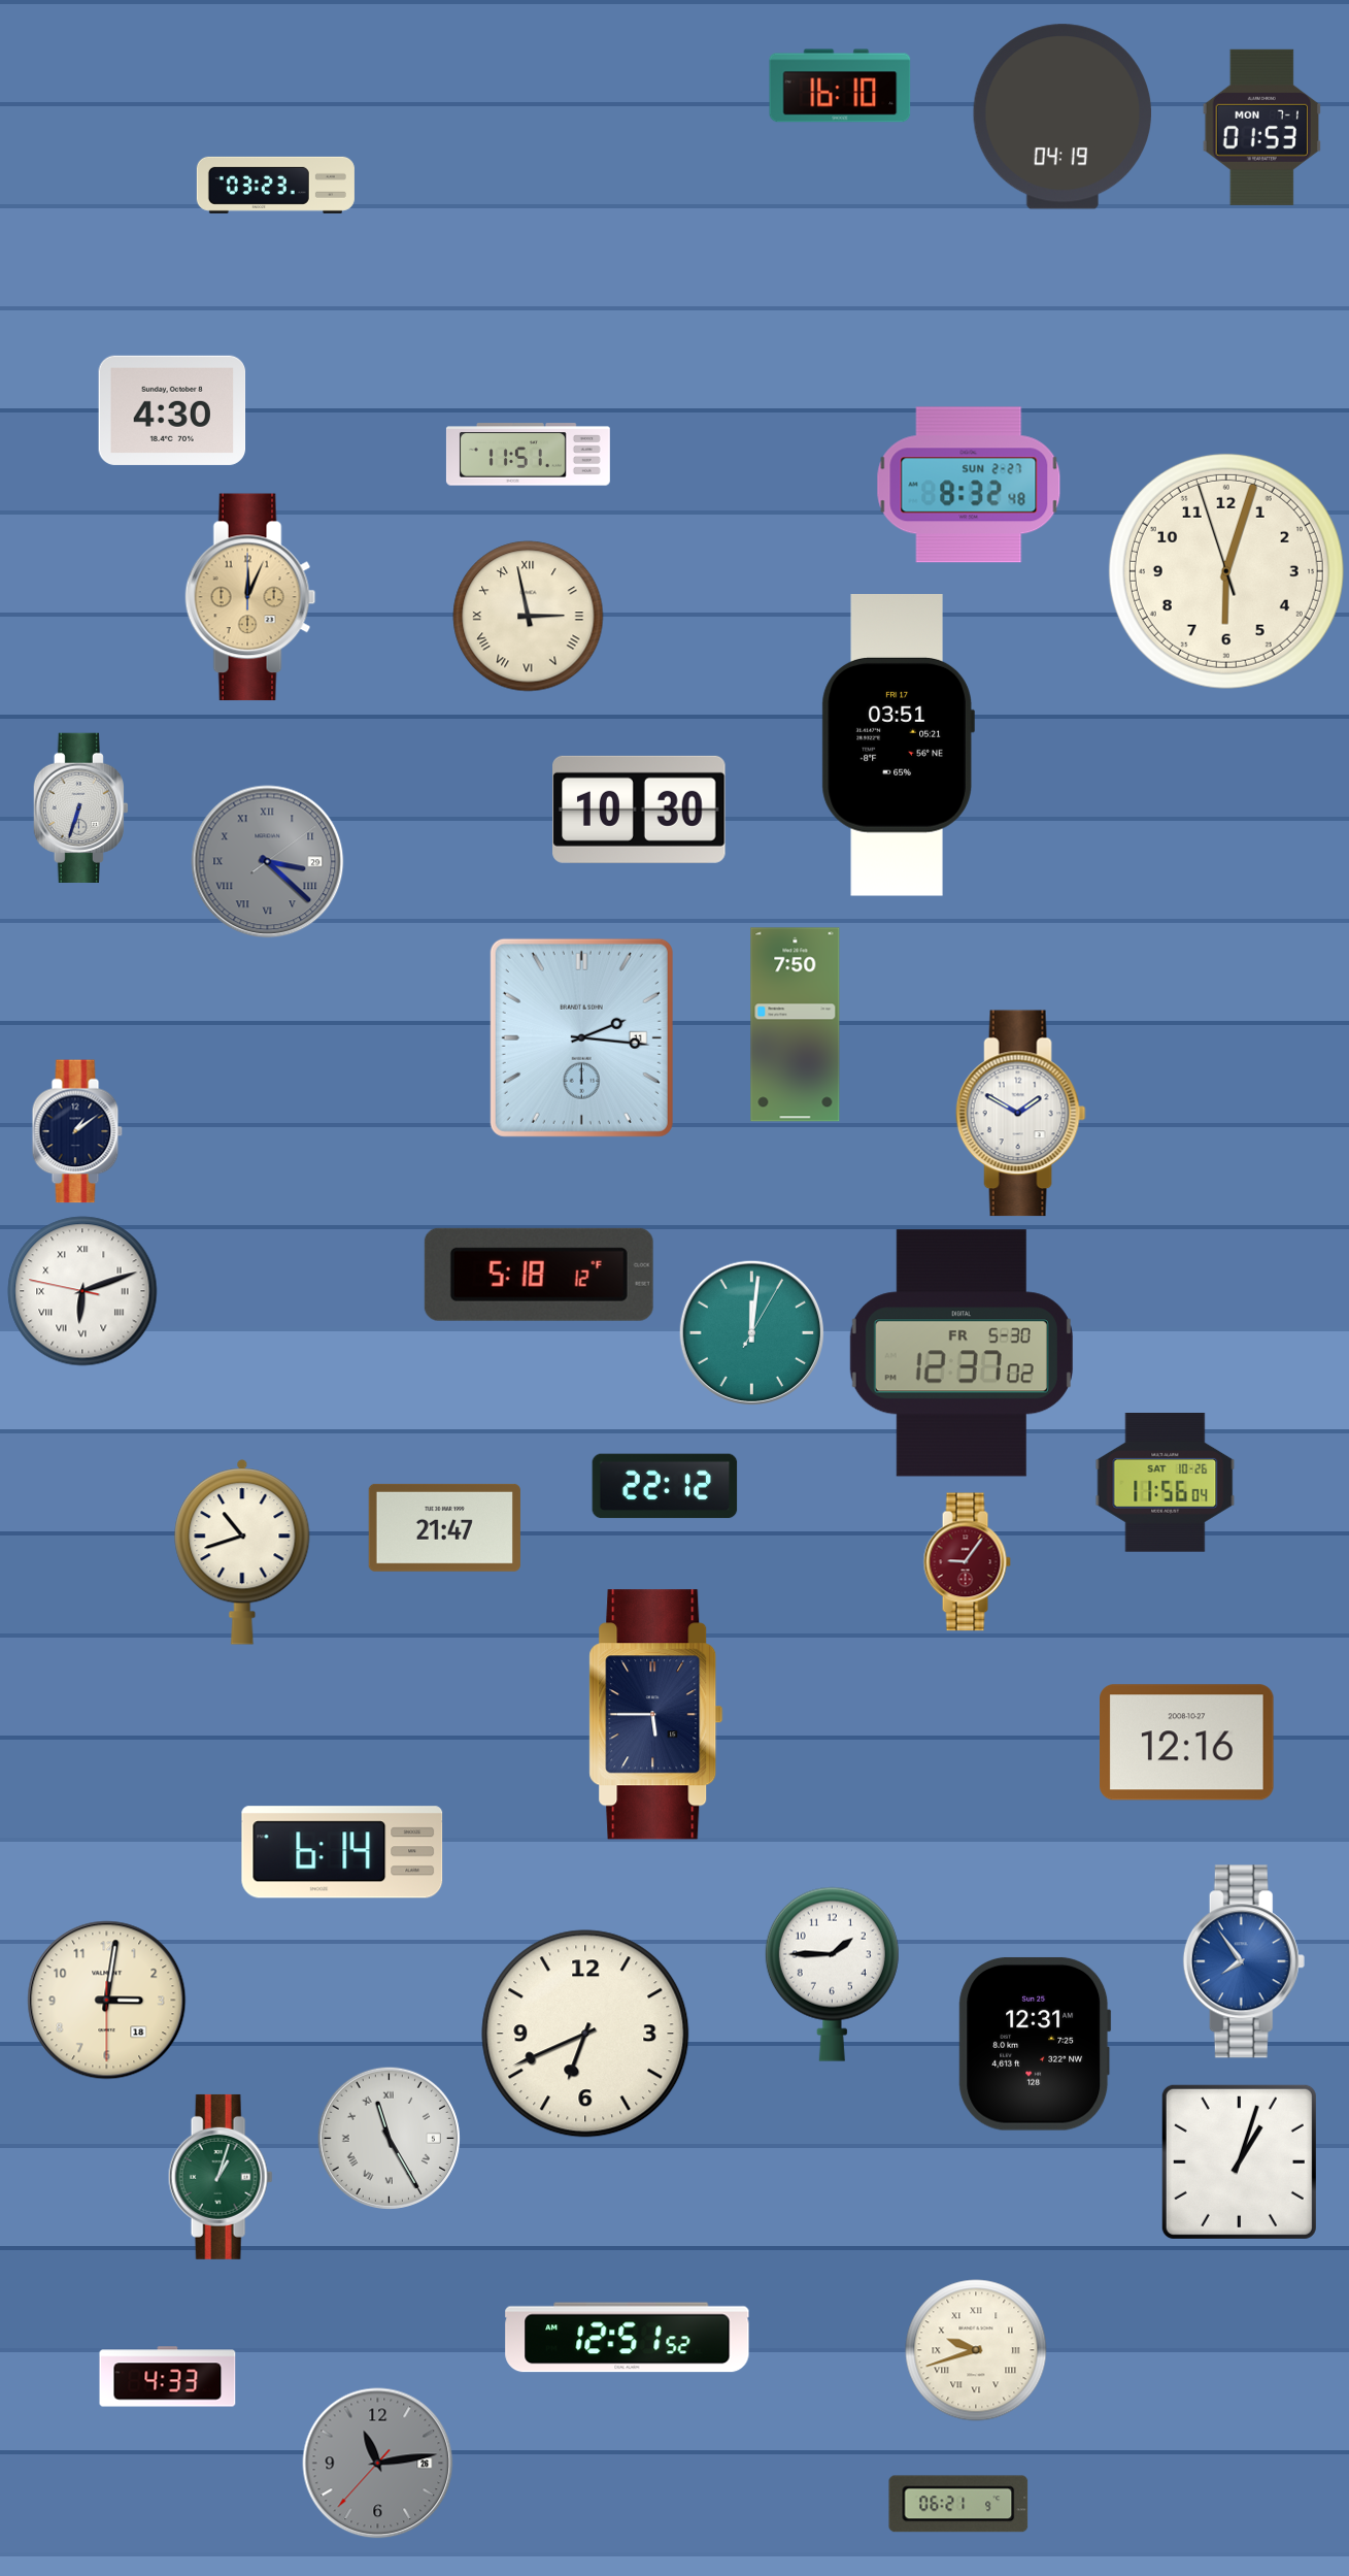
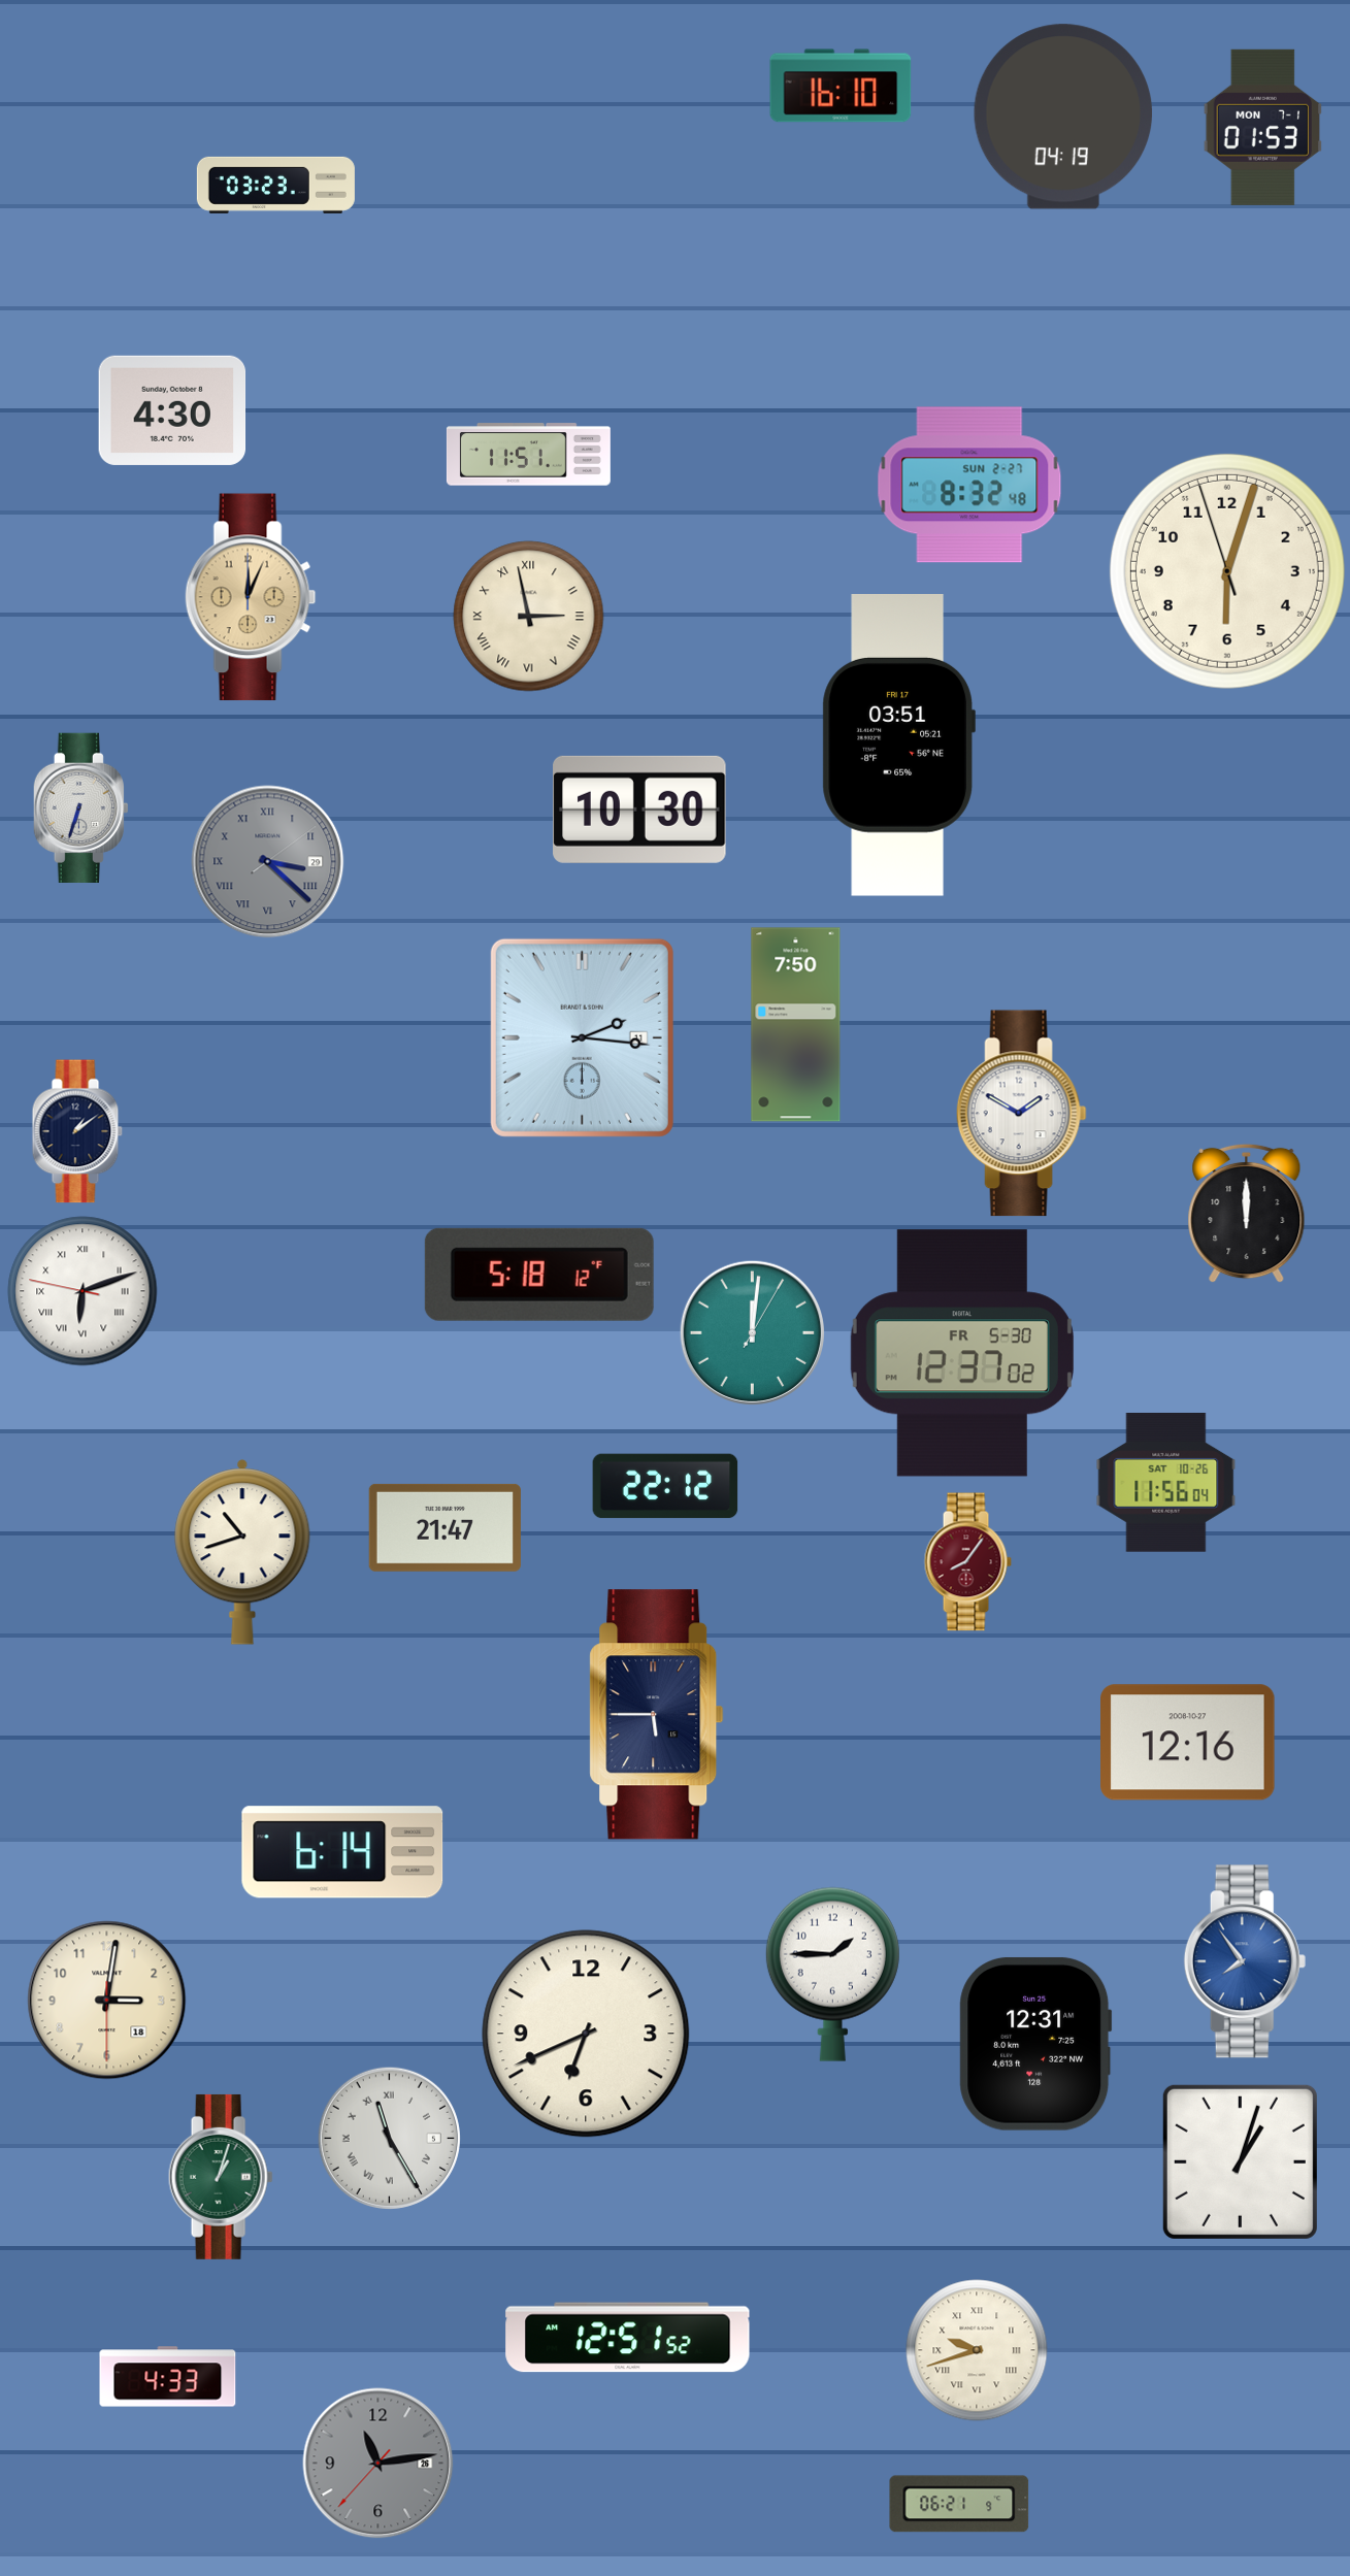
clock at (1247, 1213): none -> 12:00
clock at (967, 1562): 9:06 -> 8:06
